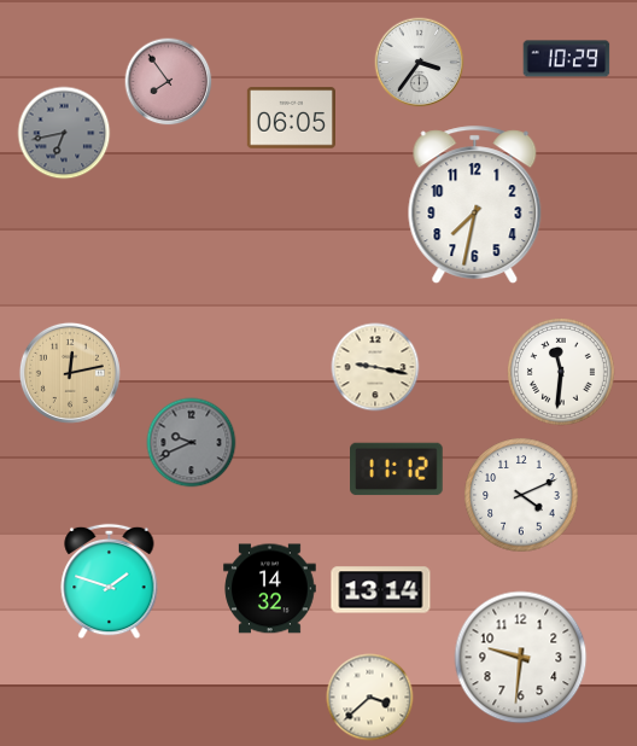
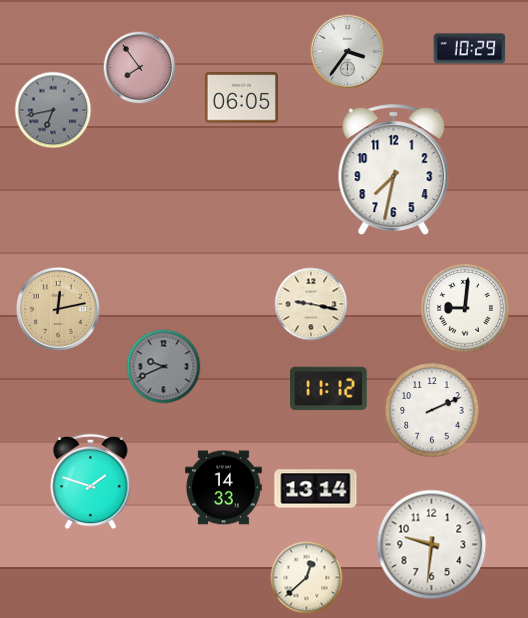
clock at (562, 373): 11:31 -> 9:01
clock at (192, 443) position: (192, 443) -> (164, 367)
clock at (521, 495): 4:11 -> 2:11
clock at (270, 589): 14:32 -> 14:33
clock at (370, 698): 3:38 -> 12:38
